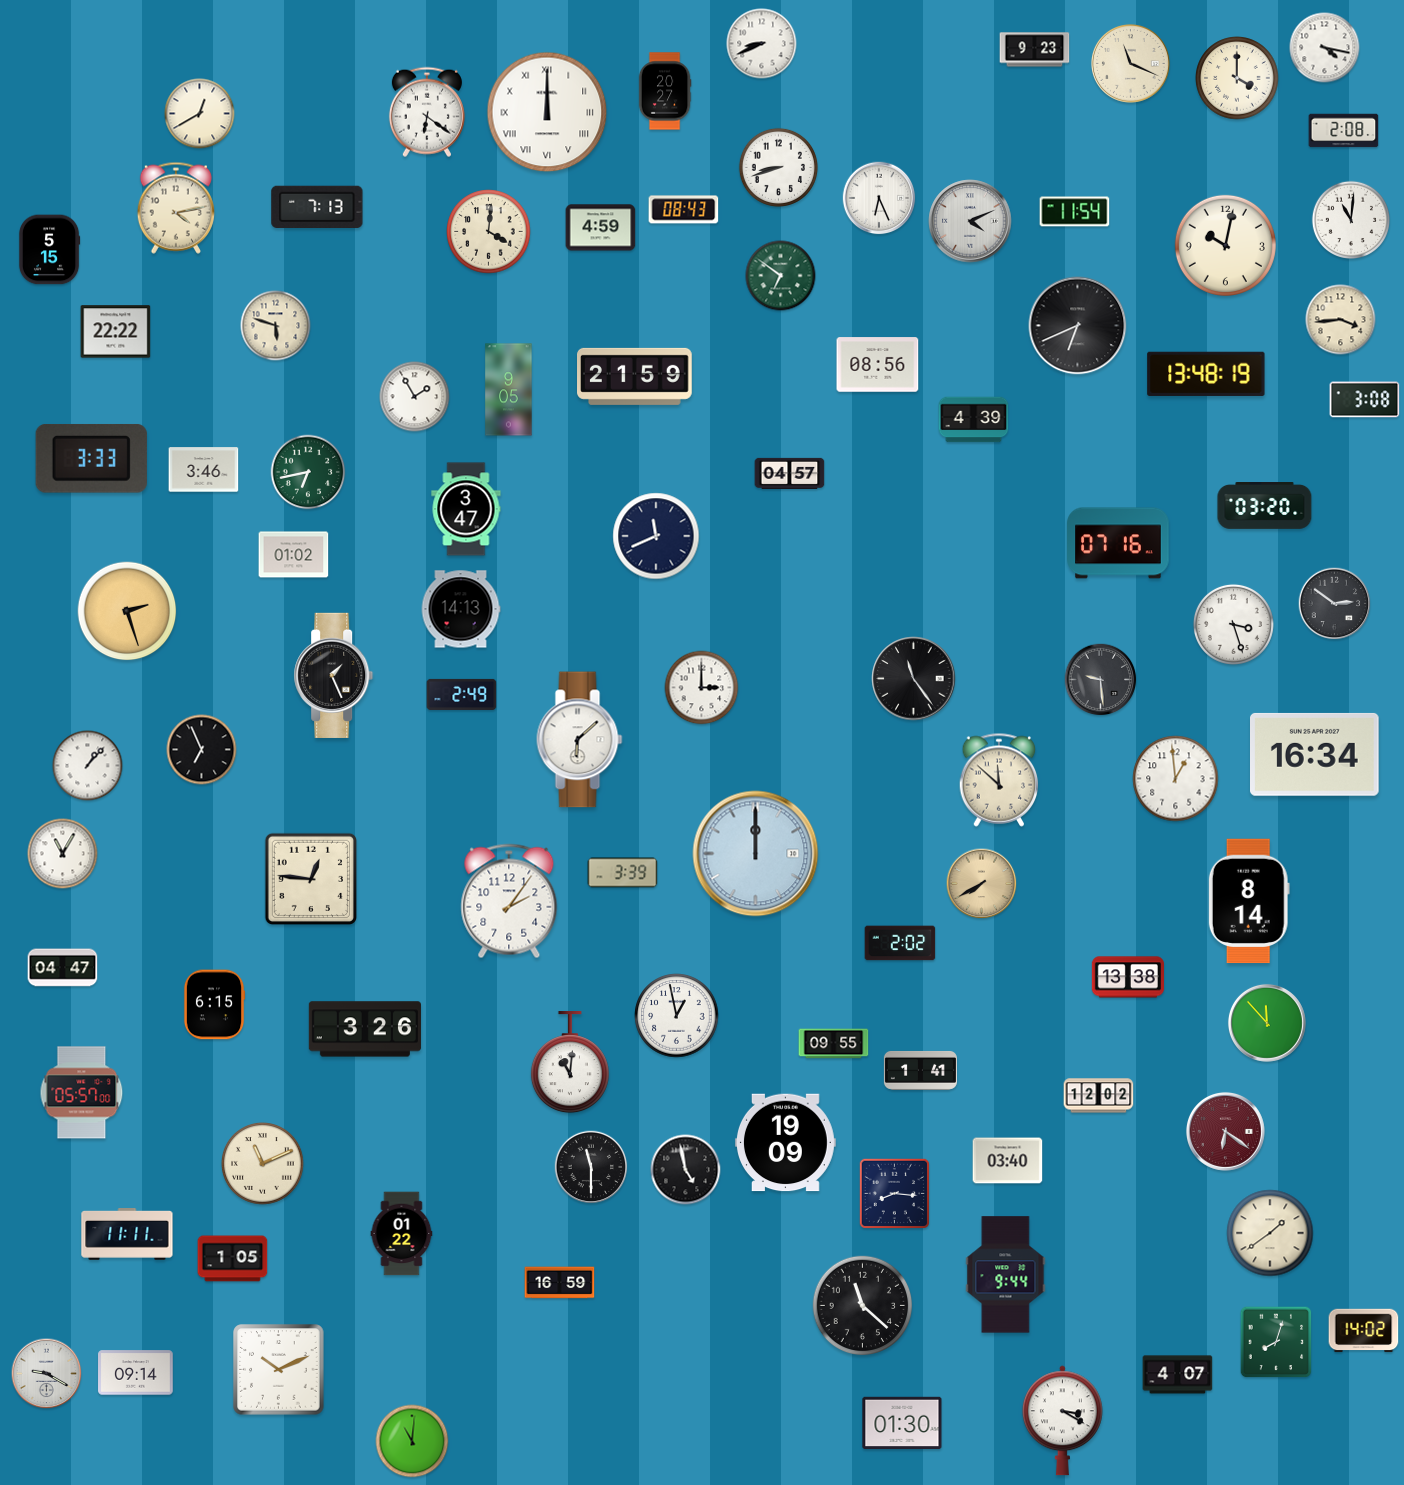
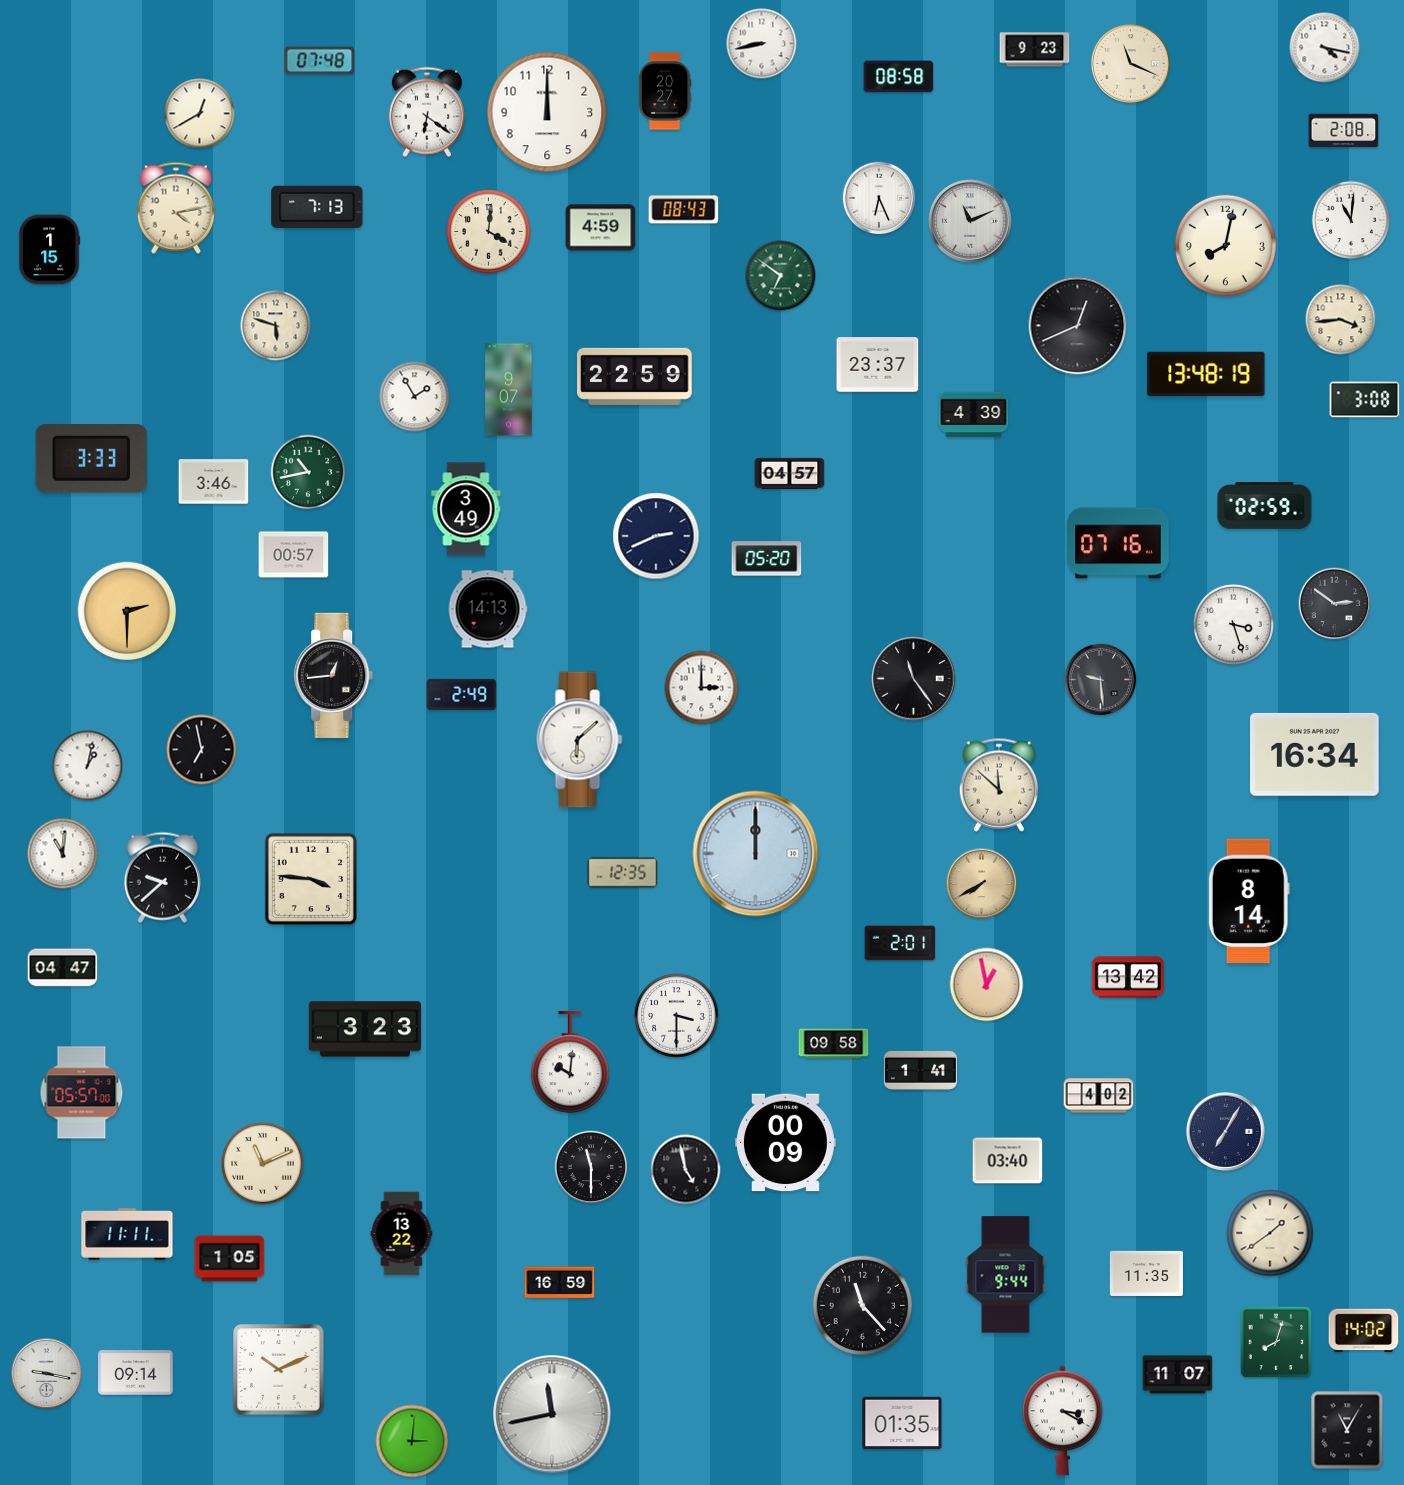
clock at (762, 44): 8:41 -> 8:43
clock at (320, 61): none -> 07:48
clock at (899, 77): none -> 08:58
clock at (1237, 78): 4:00 -> none
clock at (547, 112) numerals: Roman -> Arabic
clock at (778, 167): 8:42 -> none
clock at (1075, 212): 11:54 -> none
clock at (970, 221): 4:11 -> 11:11
clock at (1225, 245): 10:02 -> 8:02
clock at (49, 250): 5:15 -> 1:15
clock at (1078, 326): 6:41 -> 12:41
clock at (116, 332): 22:22 -> none
clock at (878, 365): 08:56 -> 23:37
clock at (635, 376): 21:59 -> 22:59
clock at (509, 390): 9:05 -> 9:07
clock at (974, 420) position: (974, 420) -> (974, 415)
clock at (204, 470) position: (204, 470) -> (214, 482)
clock at (308, 472): 6:43 -> 10:43
clock at (1265, 506): 03:20 -> 02:59
clock at (466, 509): 3:47 -> 3:49
clock at (656, 536): 11:41 -> 2:41
clock at (294, 555): 01:02 -> 00:57
clock at (767, 559): none -> 05:20
clock at (461, 609) position: (461, 609) -> (488, 609)
clock at (127, 611): 2:27 -> 2:30
clock at (334, 675): 1:26 -> 12:44
clock at (202, 750): 6:56 -> 6:58
clock at (88, 766): 1:07 -> 1:02
clock at (1176, 779): 12:59 -> none
clock at (999, 780) position: (999, 780) -> (999, 785)
clock at (63, 854): 11:05 -> 11:01
clock at (623, 873): 3:39 -> 12:35
clock at (162, 877): none -> 9:38
clock at (310, 878): 12:46 -> 3:46
clock at (509, 901): 2:06 -> none
clock at (900, 943): 2:02 -> 2:01
clock at (1127, 977): 13:38 -> 13:42
clock at (987, 985): none -> 12:58
clock at (214, 1005): 6:15 -> none
clock at (677, 1016): 12:58 -> 3:30
clock at (1267, 1023): 11:53 -> none
clock at (365, 1029): 3:26 -> 3:23
clock at (834, 1044): 09:55 -> 09:58
clock at (570, 1063): 11:01 -> 10:01
clock at (1099, 1096): 12:02 -> 4:02
clock at (1225, 1131): 6:21 -> 7:05
clock at (1225, 1131) dial: burgundy -> navy
clock at (785, 1143): 19:09 -> 00:09
clock at (894, 1193): 8:16 -> none
clock at (402, 1234): 01:22 -> 13:22
clock at (233, 1259) position: (233, 1259) -> (230, 1259)
clock at (1146, 1273): none -> 11:35
clock at (863, 1306): 11:22 -> 11:23
clock at (47, 1374): 9:20 -> 9:17
clock at (1178, 1375): 4:07 -> 11:07
clock at (552, 1414): none -> 11:43
clock at (902, 1423): 01:30 -> 01:35
clock at (1347, 1430): none -> 11:05
clock at (412, 1441): 11:01 -> 3:01
